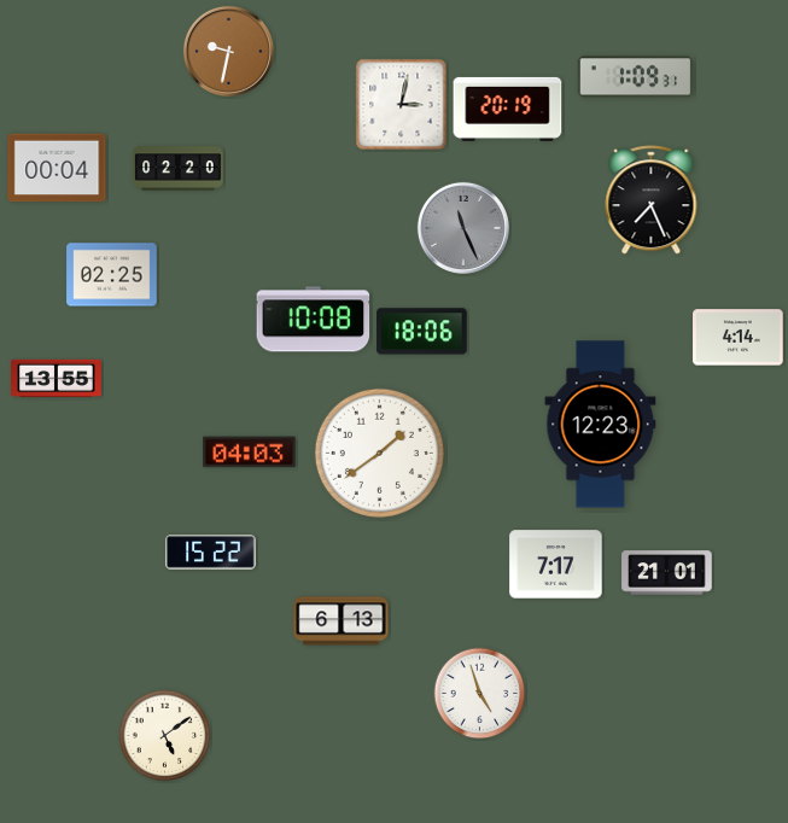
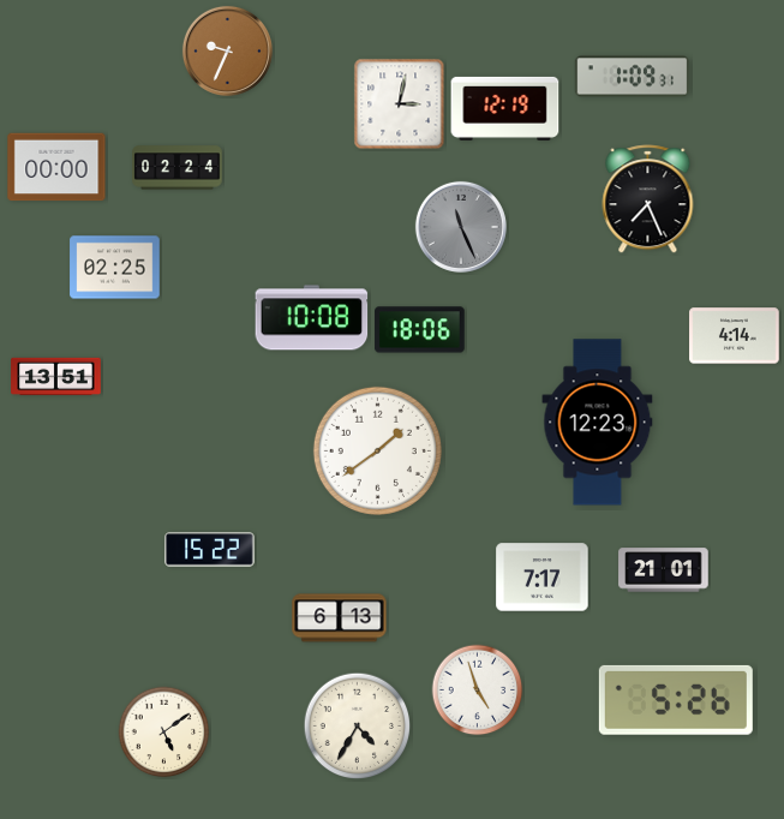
clock at (228, 51): 9:32 -> 9:34
clock at (508, 109): 20:19 -> 12:19
clock at (57, 168): 00:04 -> 00:00
clock at (179, 169): 02:20 -> 02:24
clock at (112, 275) position: (112, 275) -> (115, 268)
clock at (57, 379): 13:55 -> 13:51
clock at (250, 453): 04:03 -> none
clock at (556, 565) position: (556, 565) -> (543, 578)
clock at (676, 700): none -> 5:26
clock at (358, 727): none -> 4:35
